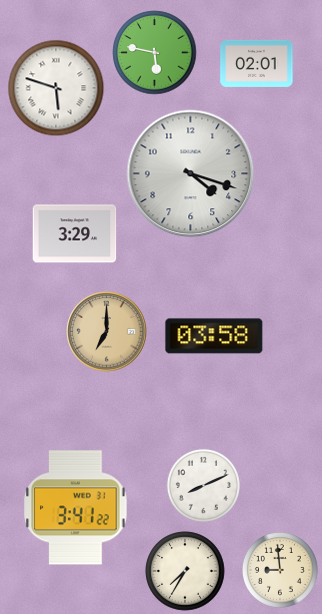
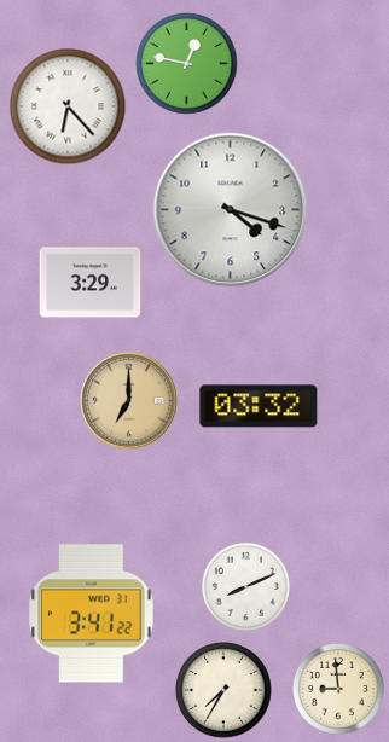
clock at (155, 53): 5:47 -> 12:47
clock at (257, 63): 02:01 -> none
clock at (56, 88): 5:48 -> 6:23
clock at (214, 336): 03:58 -> 03:32
